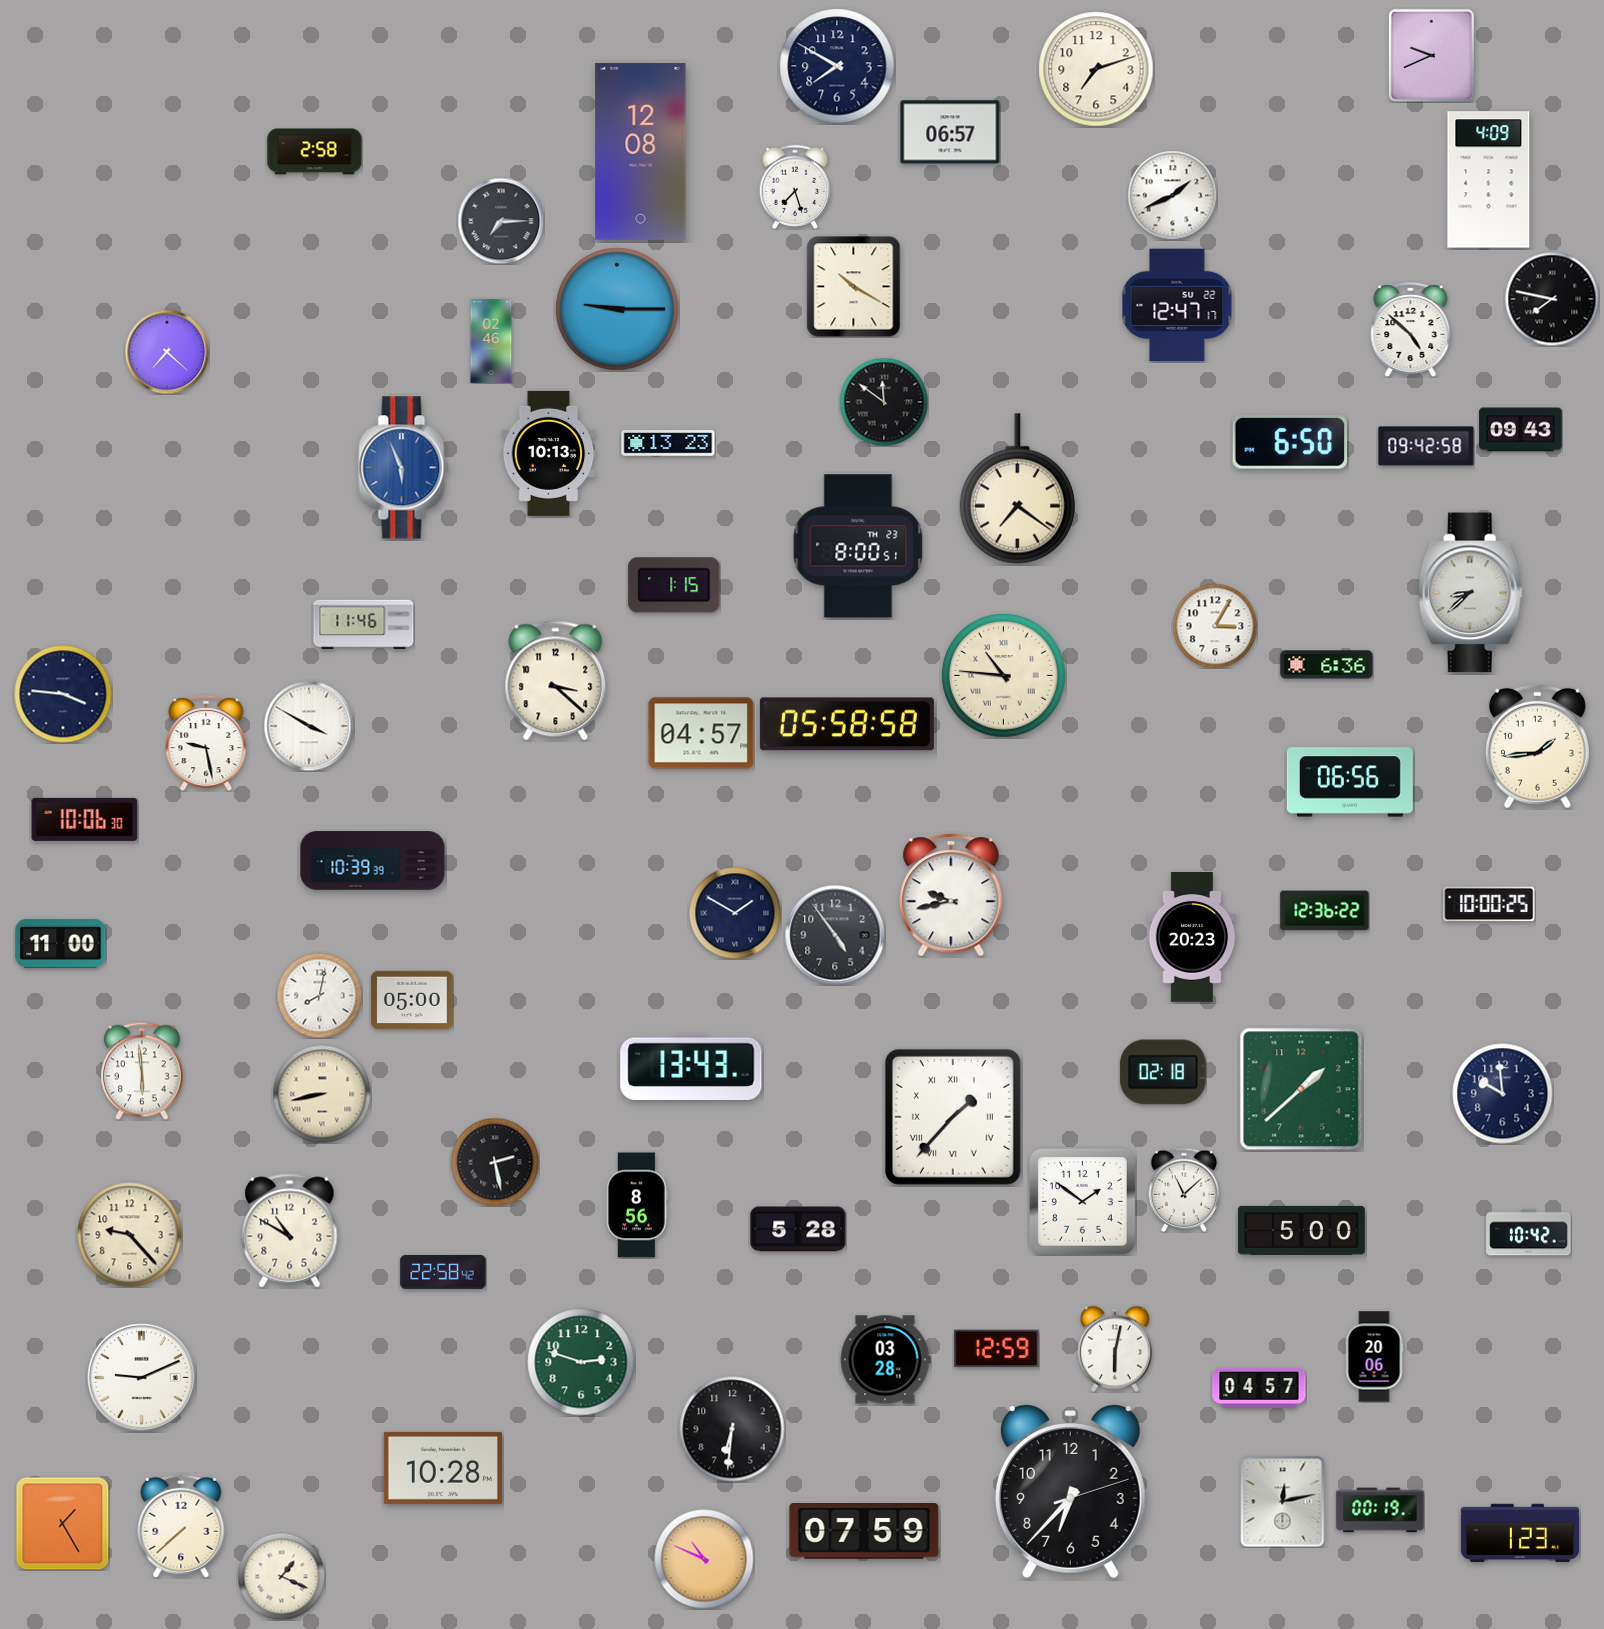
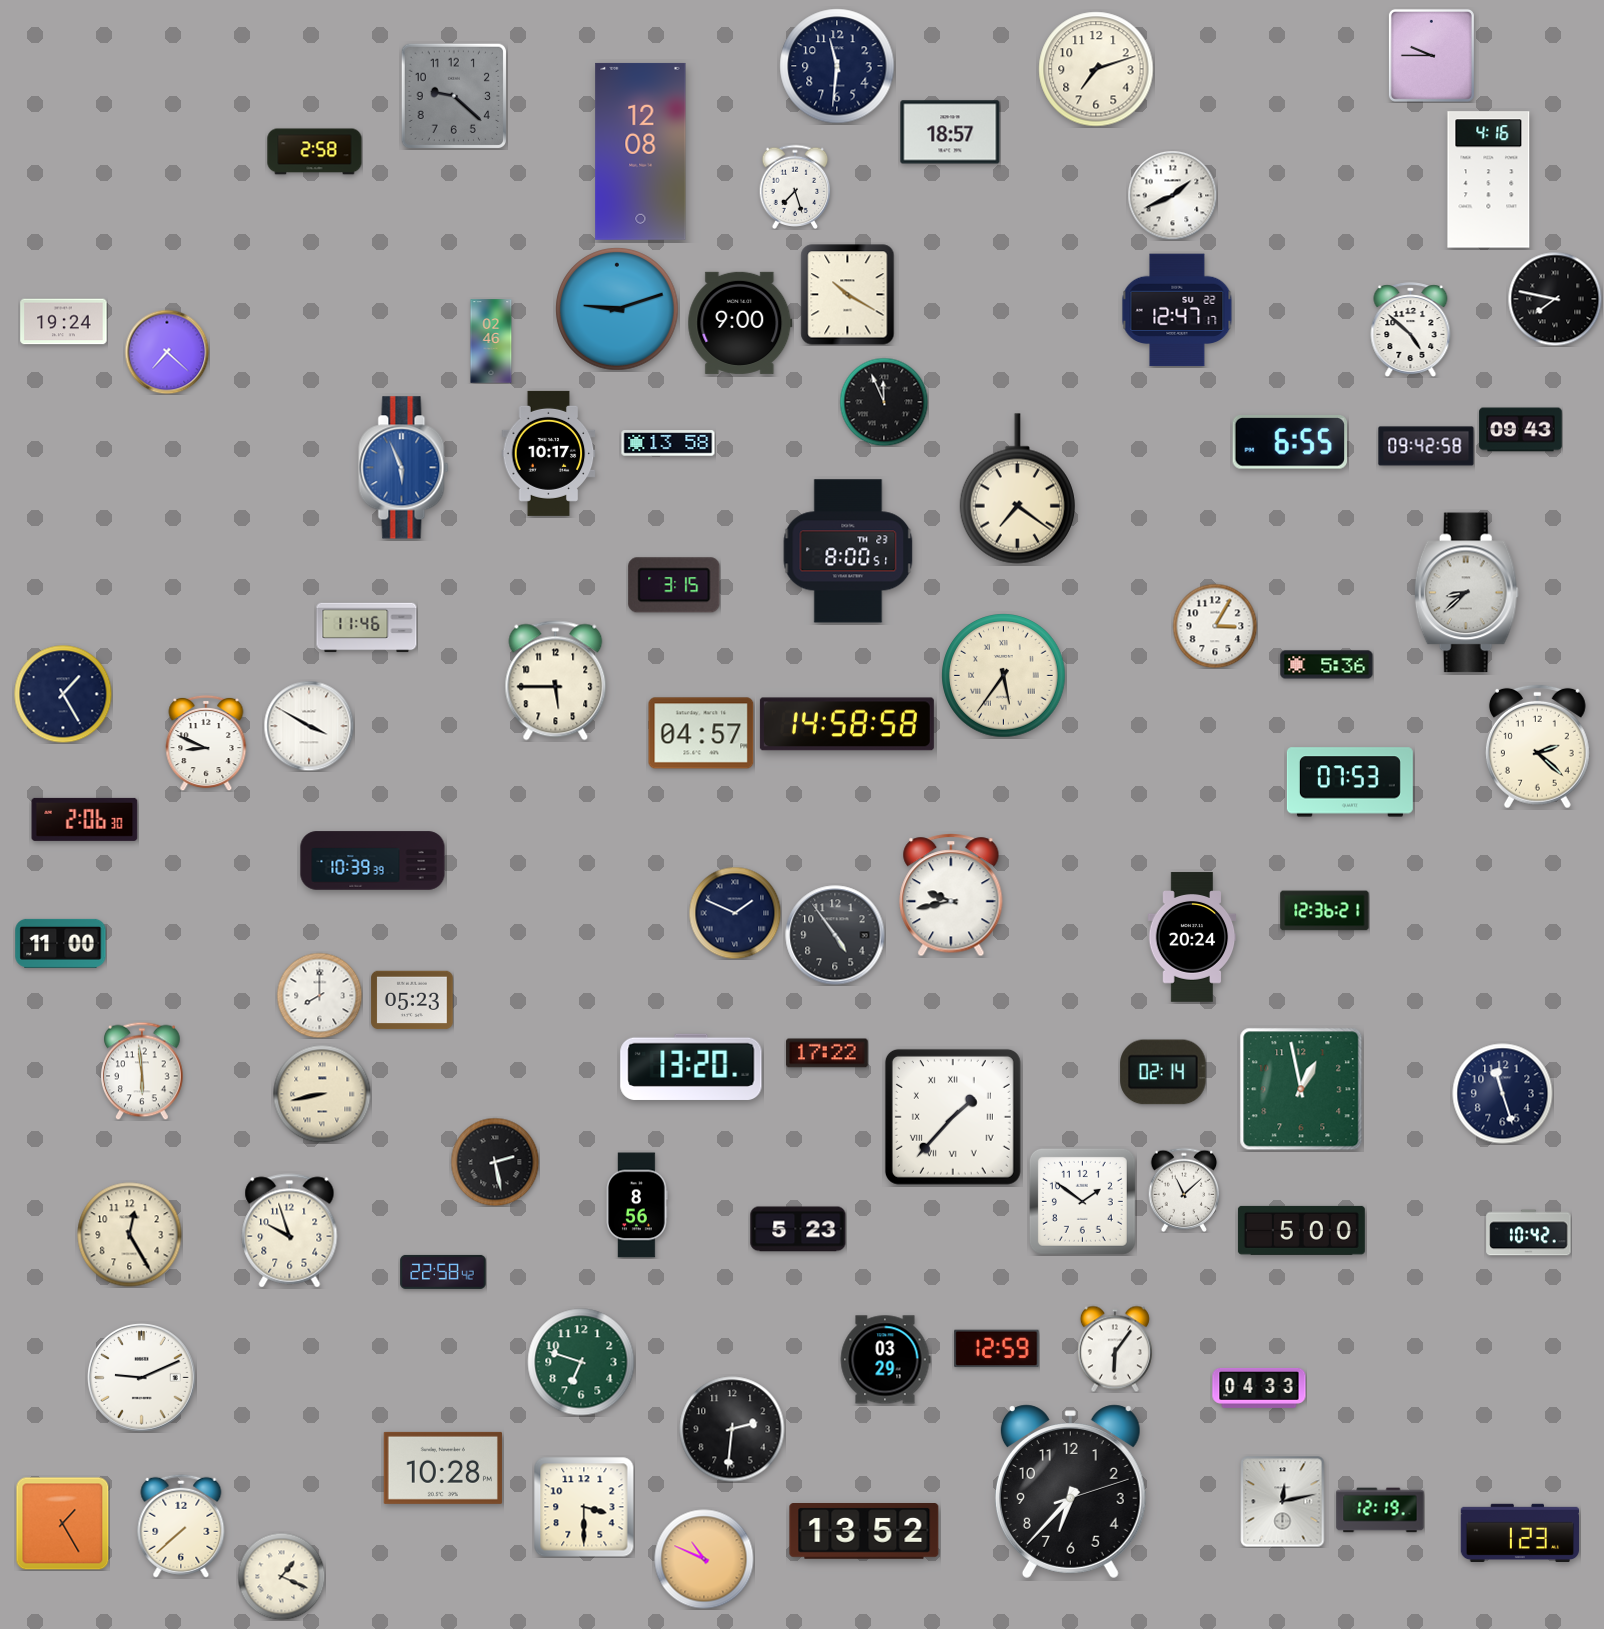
clock at (1431, 55): 9:41 -> 9:45
clock at (837, 66): 7:50 -> 11:31
clock at (454, 96): none -> 9:22
clock at (950, 132): 06:57 -> 18:57
clock at (1489, 180): 4:09 -> 4:16
clock at (501, 221): 7:15 -> none
clock at (854, 287) position: (854, 287) -> (848, 295)
clock at (1552, 299) position: (1552, 299) -> (1555, 299)
clock at (1177, 305) position: (1177, 305) -> (1177, 310)
clock at (617, 309): 9:15 -> 9:12
clock at (64, 322): none -> 19:24
clock at (740, 323): none -> 9:00
clock at (884, 402): 11:51 -> 11:56
clock at (668, 443): 13:23 -> 13:58
clock at (1289, 443): 6:50 -> 6:55
clock at (549, 453): 10:13 -> 10:17
clock at (858, 546) position: (858, 546) -> (848, 551)
clock at (674, 585): 1:15 -> 3:15
clock at (1470, 593) position: (1470, 593) -> (1466, 593)
clock at (364, 625) position: (364, 625) -> (367, 628)
clock at (1327, 665): 6:36 -> 5:36
clock at (1004, 676): 10:46 -> 5:36
clock at (556, 681): 3:22 -> 5:45
clock at (63, 694): 3:46 -> 1:25
clock at (847, 724): 05:58 -> 14:58
clock at (206, 743): 9:28 -> 8:49
clock at (1537, 746): 1:44 -> 2:22
clock at (1350, 782): 06:56 -> 07:53
clock at (85, 819): 10:06 -> 2:06
clock at (1489, 904): 10:00 -> none
clock at (1325, 911): 12:36:22 -> 12:36:21
clock at (735, 913): 1:50 -> 1:49
clock at (1192, 937): 20:23 -> 20:24
clock at (319, 995): 8:02 -> 8:00
clock at (412, 1000): 05:00 -> 05:23
clock at (827, 1053): none -> 17:22
clock at (691, 1066): 13:43 -> 13:20
clock at (1163, 1072): 02:18 -> 02:14
clock at (1301, 1089): 1:38 -> 12:58
clock at (1503, 1094): 9:59 -> 11:27
clock at (798, 1229): 5:28 -> 5:23
clock at (290, 1231): 10:50 -> 9:57
clock at (130, 1235): 9:23 -> 12:25
clock at (1115, 1349): 6:02 -> 6:06
clock at (1374, 1357): 20:06 -> none
clock at (885, 1360): 03:28 -> 03:29
clock at (581, 1362): 2:48 -> 6:48
clock at (1259, 1388): 04:57 -> 04:33
clock at (732, 1429): 6:31 -> 2:31
clock at (584, 1507): none -> 3:30
clock at (1380, 1510): 00:19 -> 12:19
clock at (864, 1532): 07:59 -> 13:52
